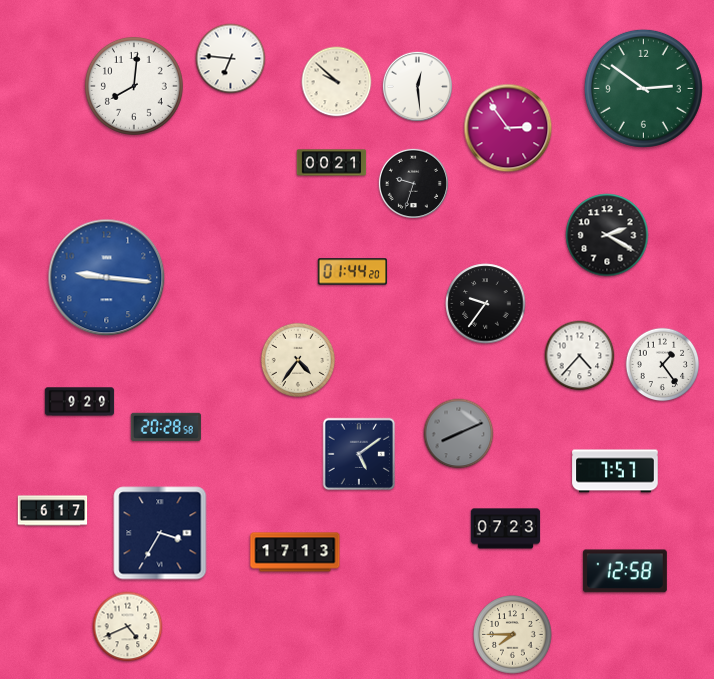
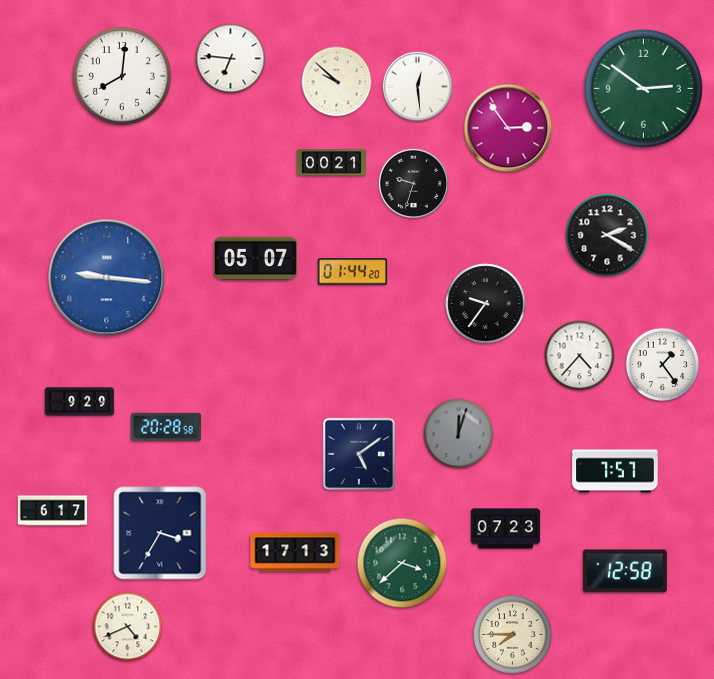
clock at (134, 86) position: (134, 86) -> (122, 76)
clock at (255, 259): none -> 05:07
clock at (297, 359): 4:36 -> none
clock at (459, 434): 8:11 -> 12:03
clock at (402, 563): none -> 3:38
